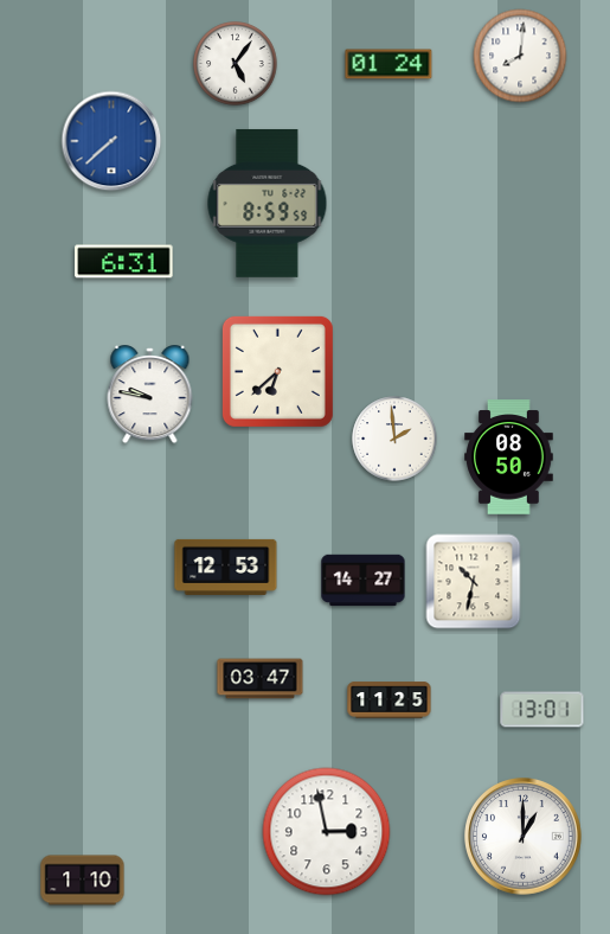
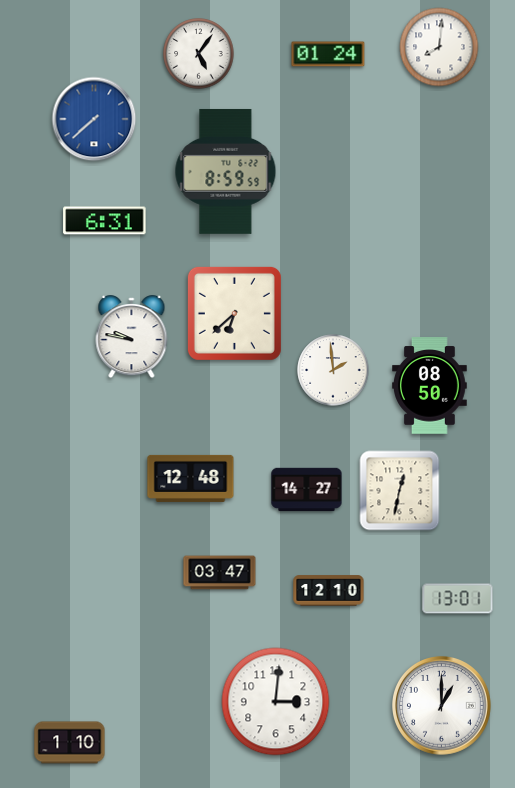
clock at (150, 395) position: (150, 395) -> (132, 337)
clock at (226, 567): 12:53 -> 12:48
clock at (474, 582): 10:32 -> 12:32
clock at (390, 700): 11:25 -> 12:10
clock at (327, 832): 2:58 -> 3:01
